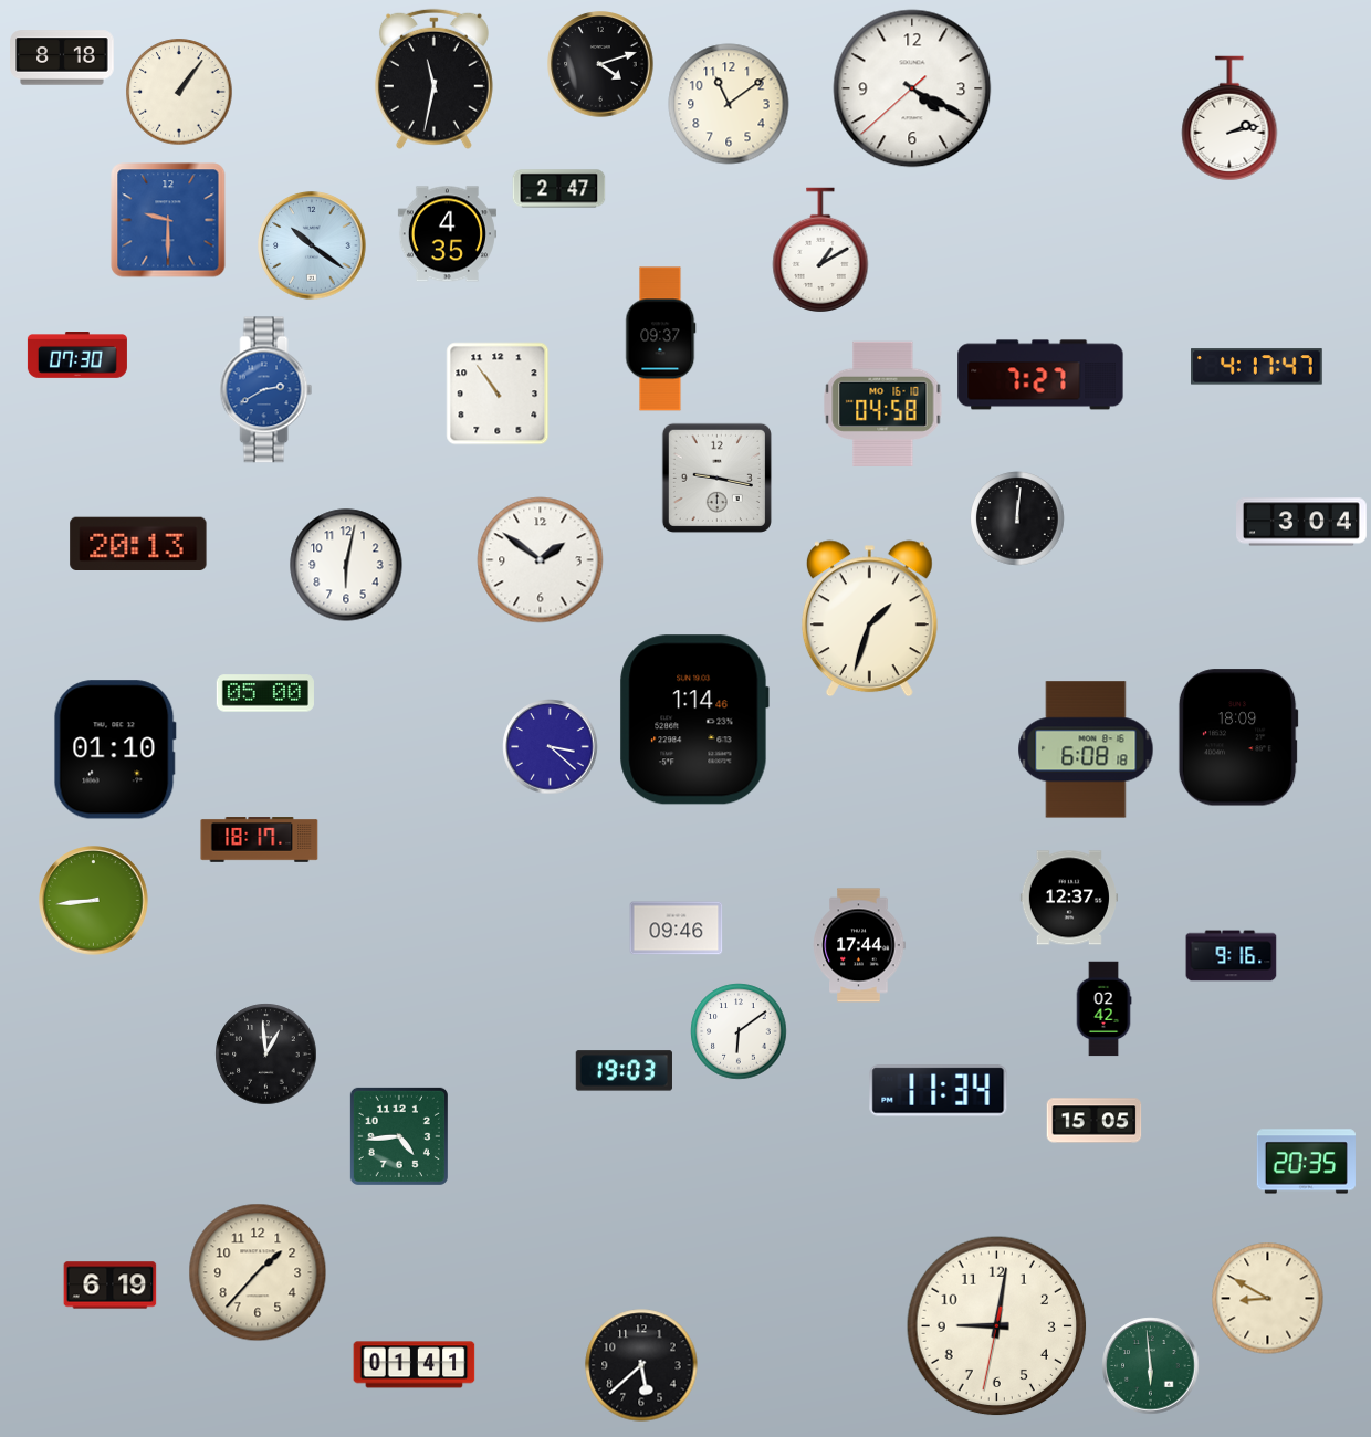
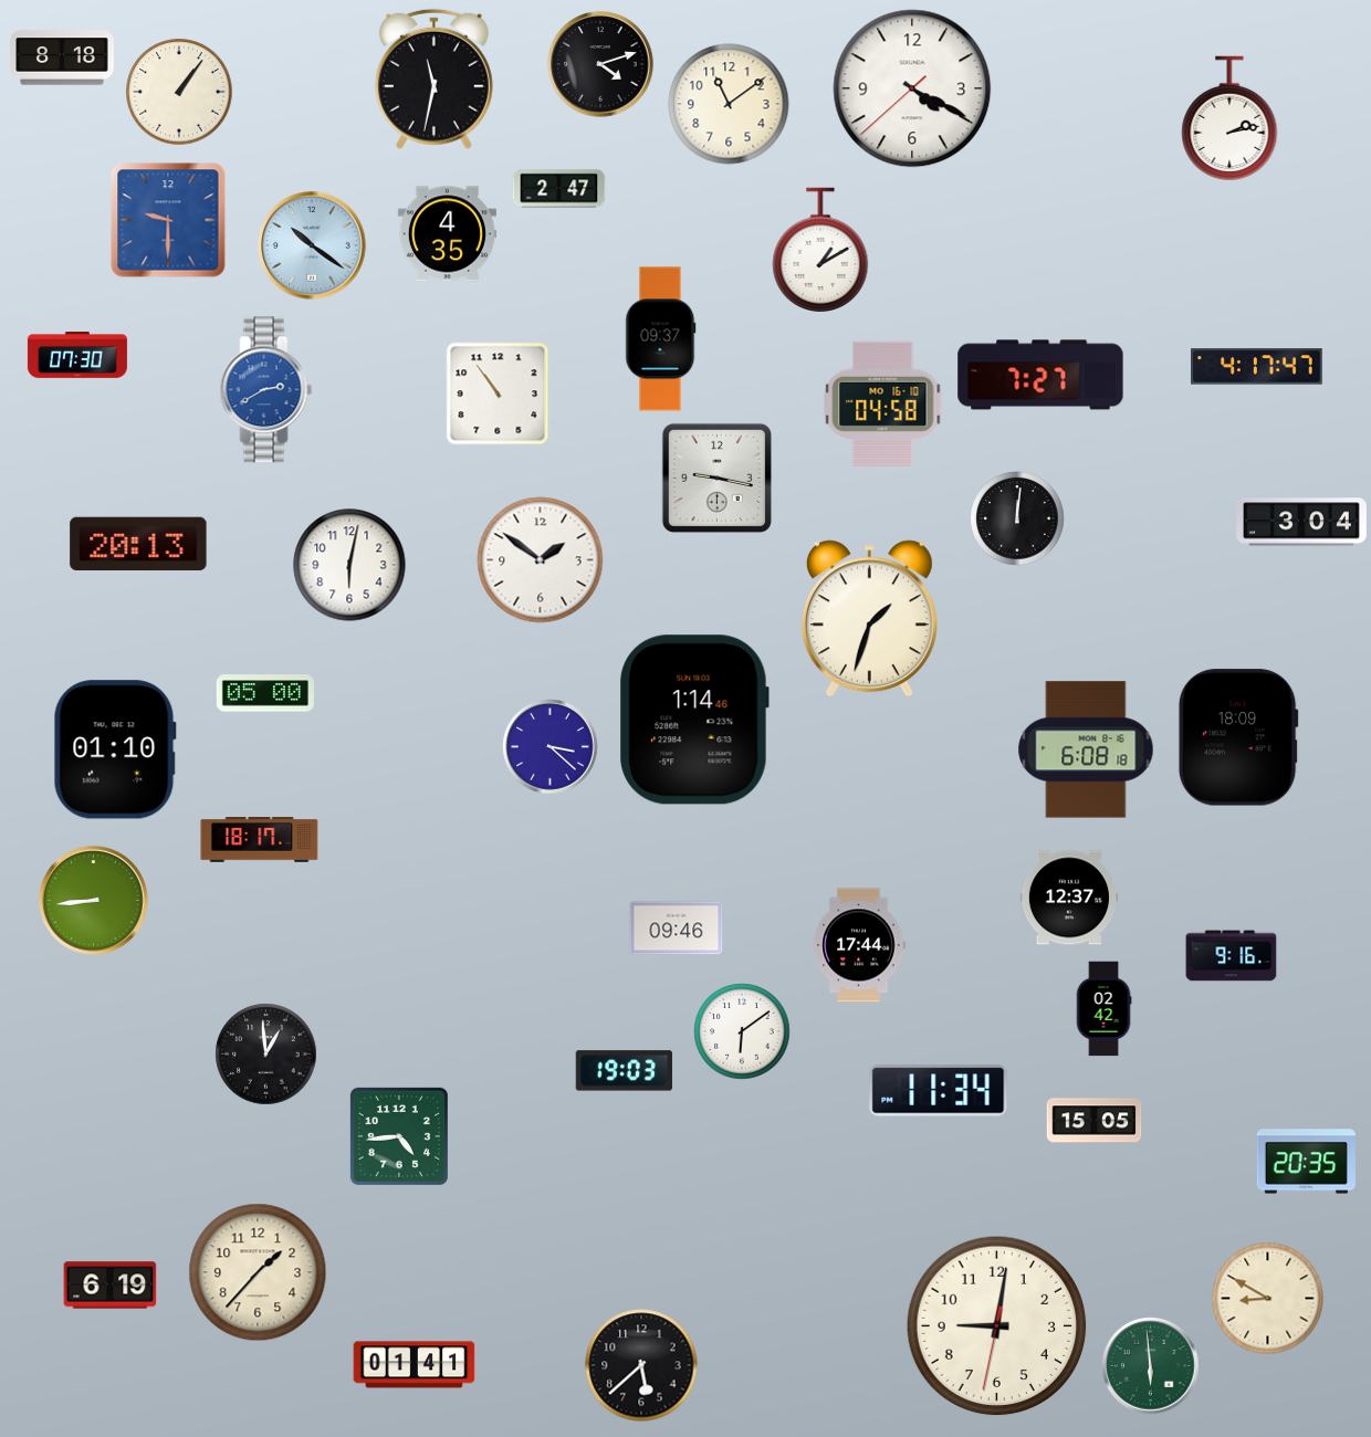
clock at (346, 565) position: (346, 565) -> (349, 565)
clock at (739, 1031) position: (739, 1031) -> (742, 1031)
